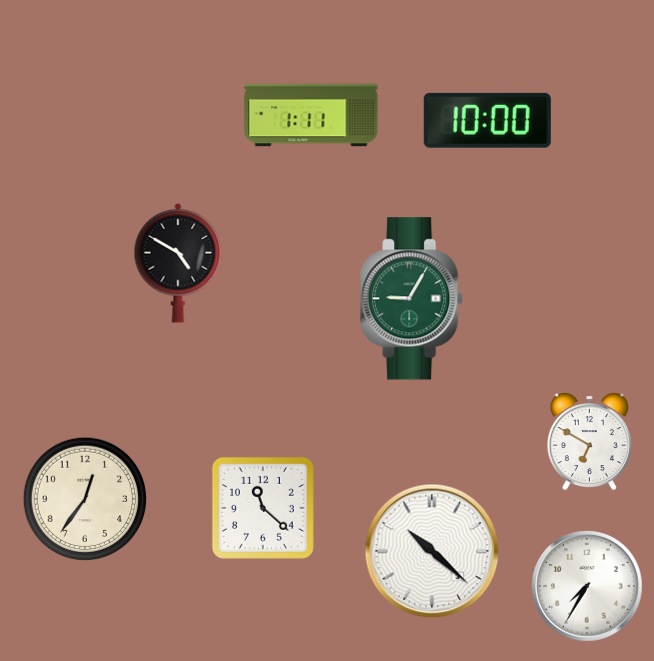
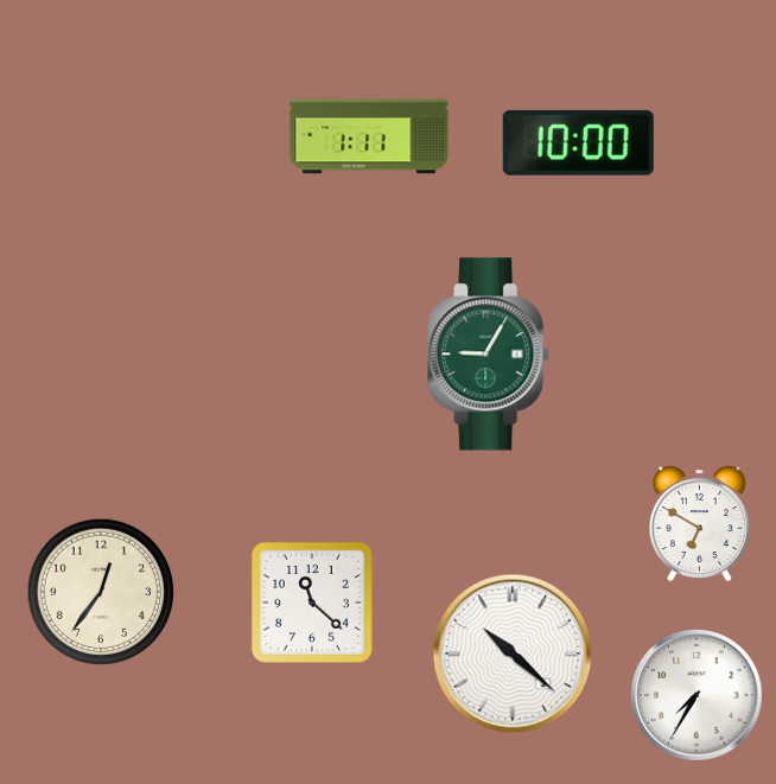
clock at (178, 263): 4:50 -> none
